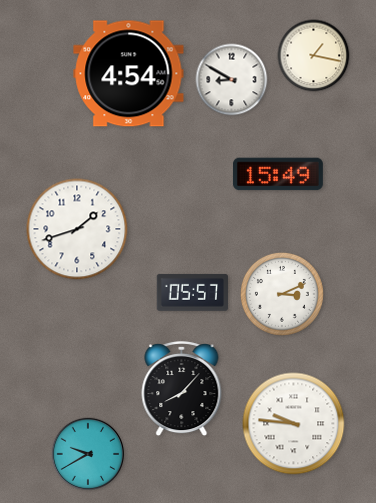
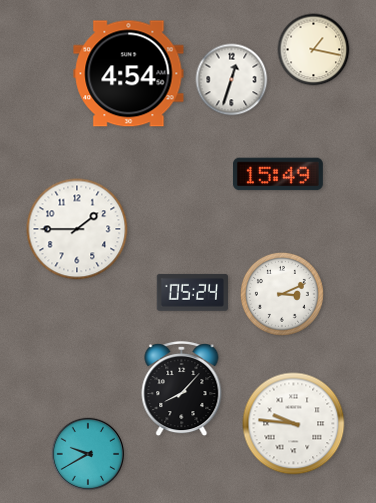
clock at (314, 56) position: (314, 56) -> (314, 50)
clock at (232, 80): 8:50 -> 12:33
clock at (77, 229): 1:42 -> 1:45
clock at (192, 292): 05:57 -> 05:24
